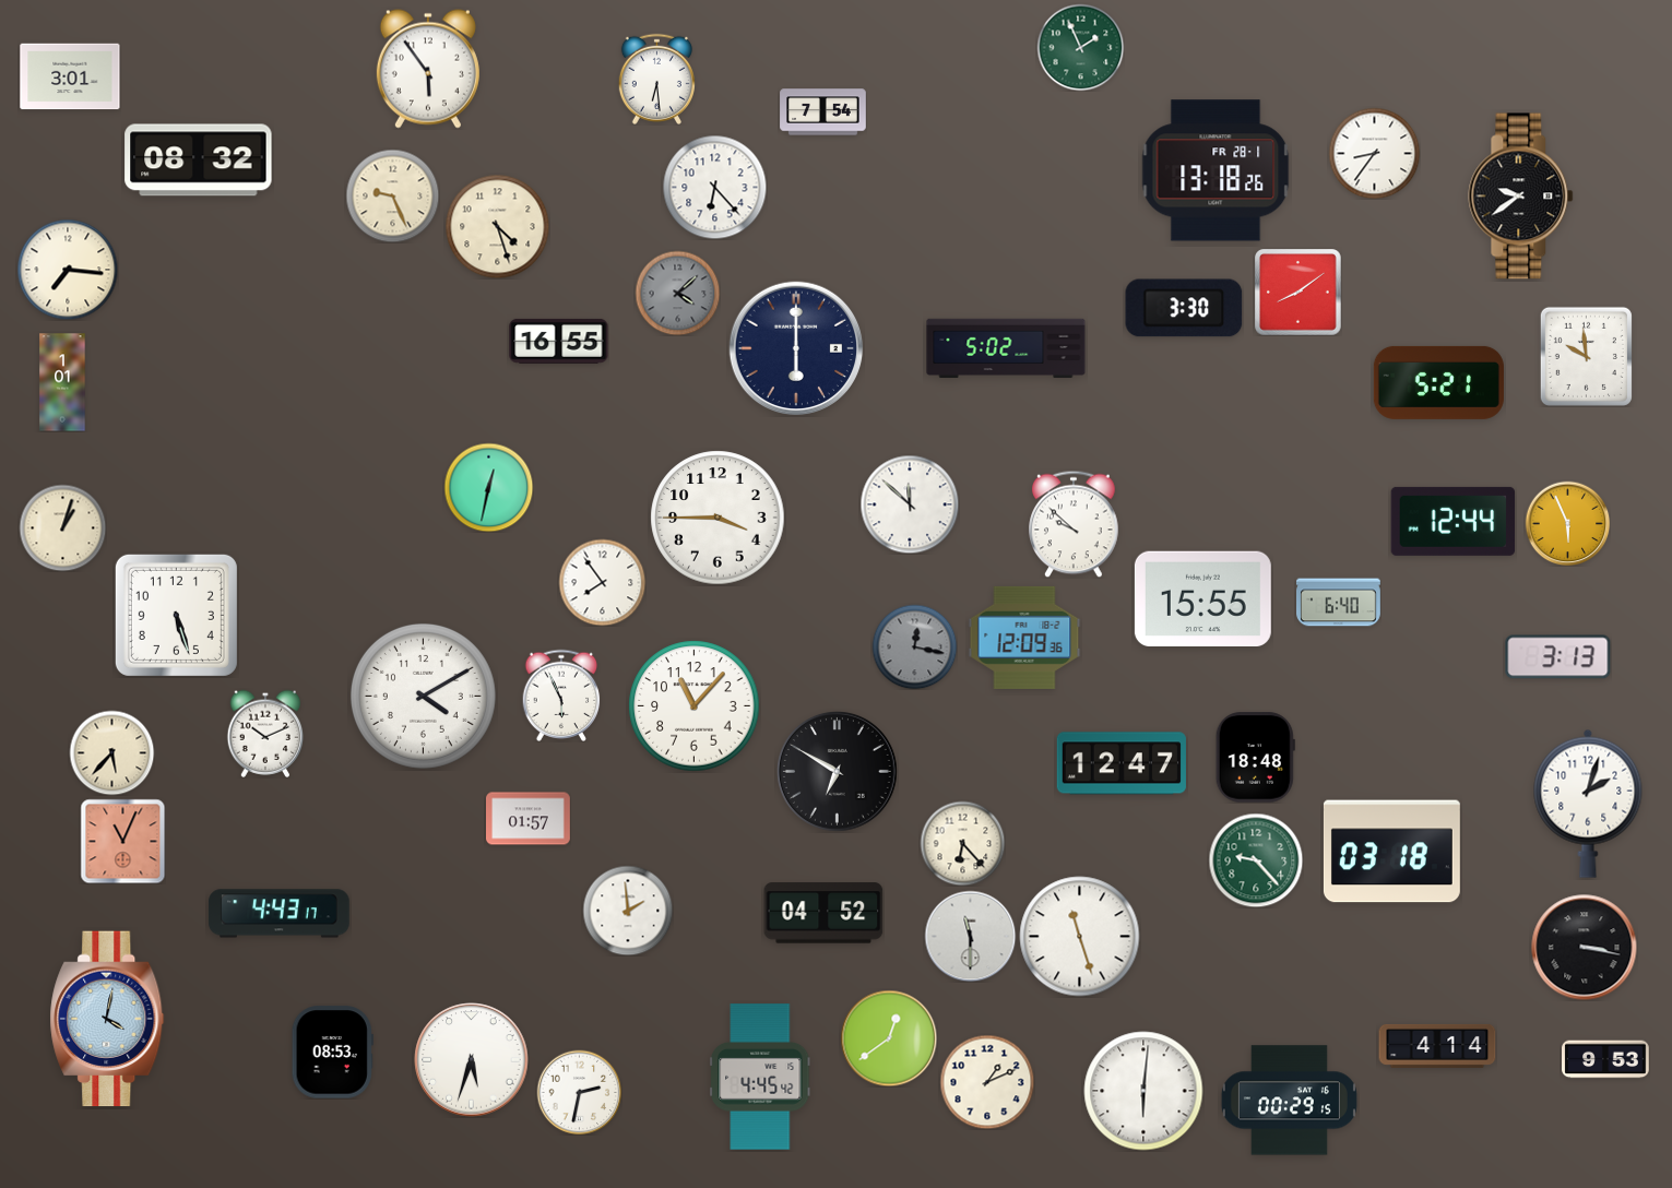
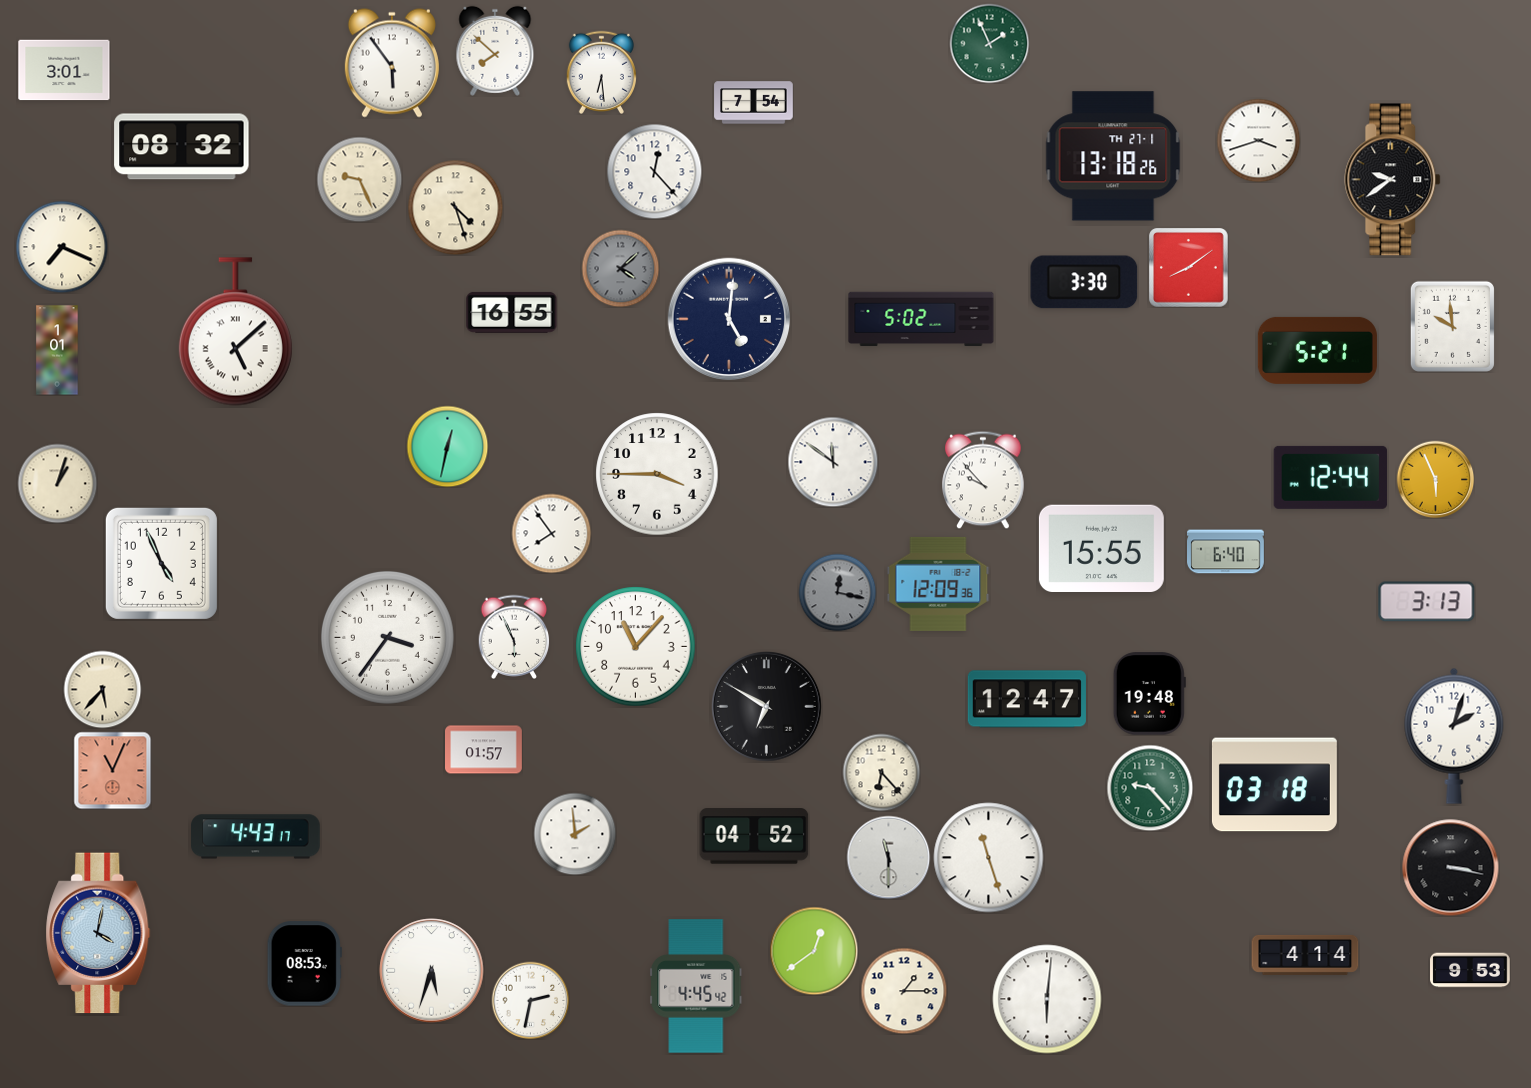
clock at (495, 51): none -> 7:52
clock at (1374, 153): 8:36 -> 3:42
clock at (1216, 170) date: FR 28-1 -> TH 27-1
clock at (714, 187): 6:23 -> 12:23
clock at (68, 270): 7:16 -> 7:19
clock at (796, 348): 6:00 -> 5:01
clock at (235, 332): none -> 5:08
clock at (910, 504): 11:52 -> 11:51
clock at (1074, 524): 9:52 -> 9:53
clock at (176, 615): 5:27 -> 4:56
clock at (423, 696): 4:10 -> 3:36
clock at (265, 734): 10:11 -> none
clock at (1255, 758): 18:48 -> 19:48
clock at (1391, 852) position: (1391, 852) -> (1274, 785)
clock at (1437, 1046) position: (1437, 1046) -> (1305, 955)
clock at (987, 1082): 1:11 -> 1:15
clock at (1289, 1101): 00:29 -> none
